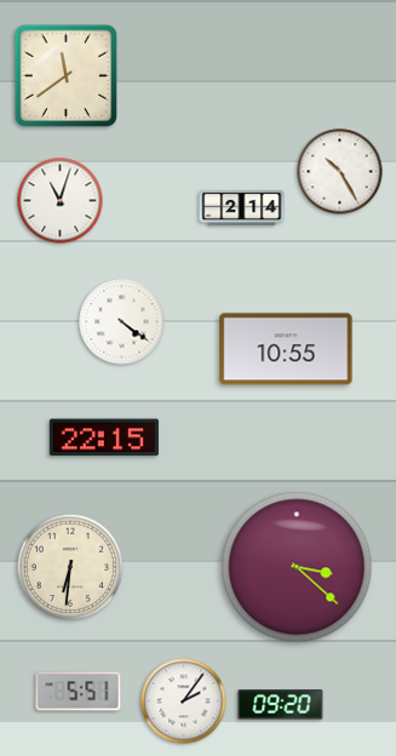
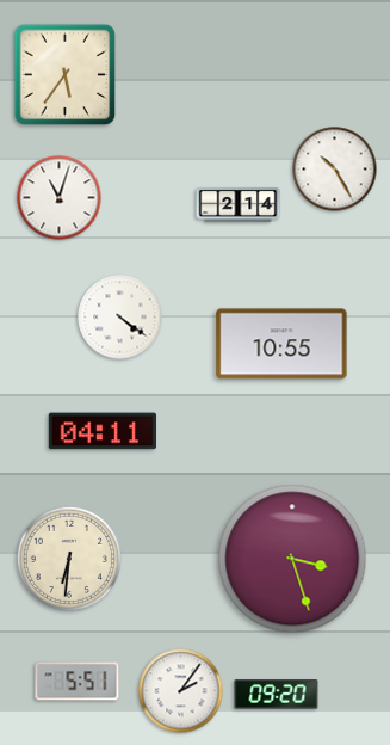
clock at (67, 76): 11:39 -> 5:36
clock at (104, 437): 22:15 -> 04:11
clock at (297, 567): 3:22 -> 3:27
